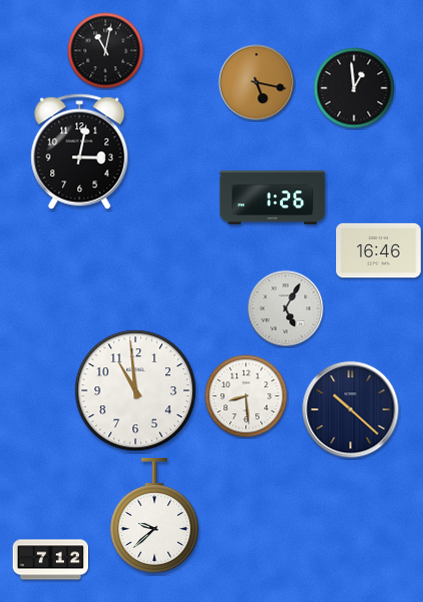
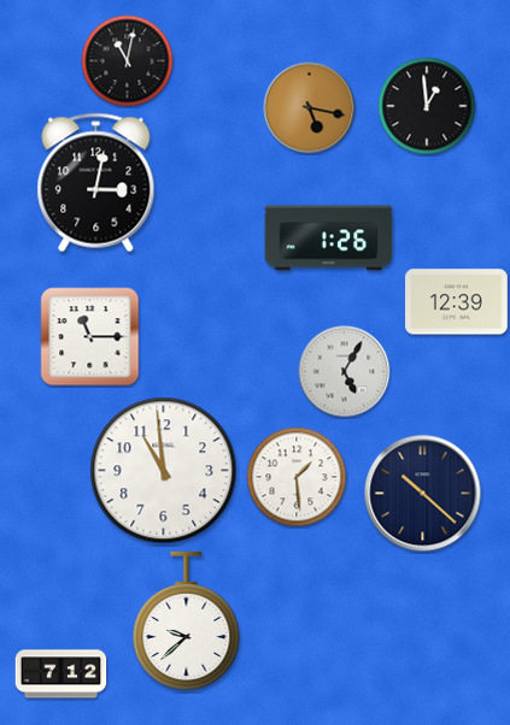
clock at (257, 83) position: (257, 83) -> (310, 108)
clock at (379, 251): 16:46 -> 12:39
clock at (90, 337): none -> 11:15
clock at (246, 396): 8:29 -> 1:29
